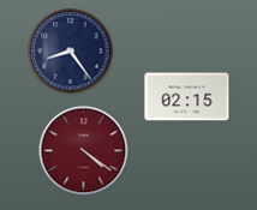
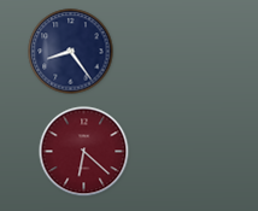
clock at (187, 97): 02:15 -> none
clock at (84, 151): 4:21 -> 6:22
